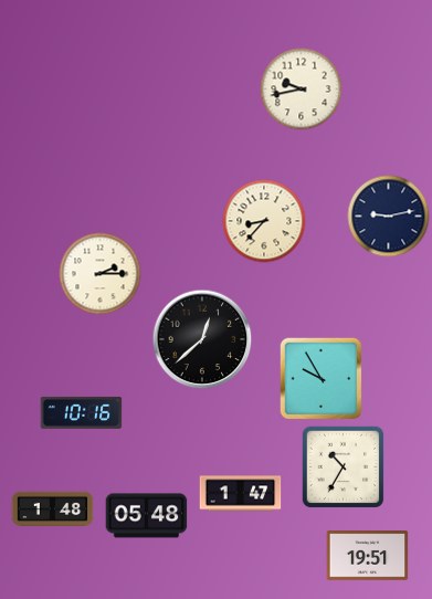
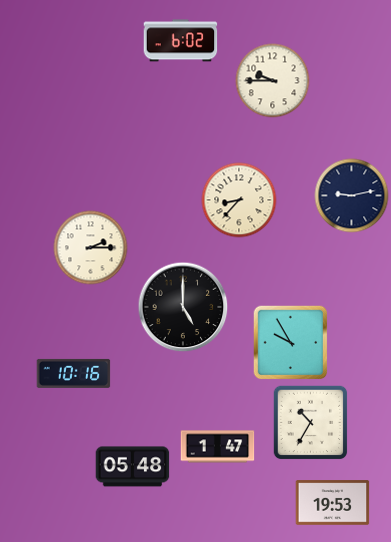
clock at (181, 41): none -> 6:02
clock at (302, 90): 9:43 -> 9:45
clock at (202, 339): 12:38 -> 5:00
clock at (53, 508): 1:48 -> none
clock at (368, 556): 19:51 -> 19:53
